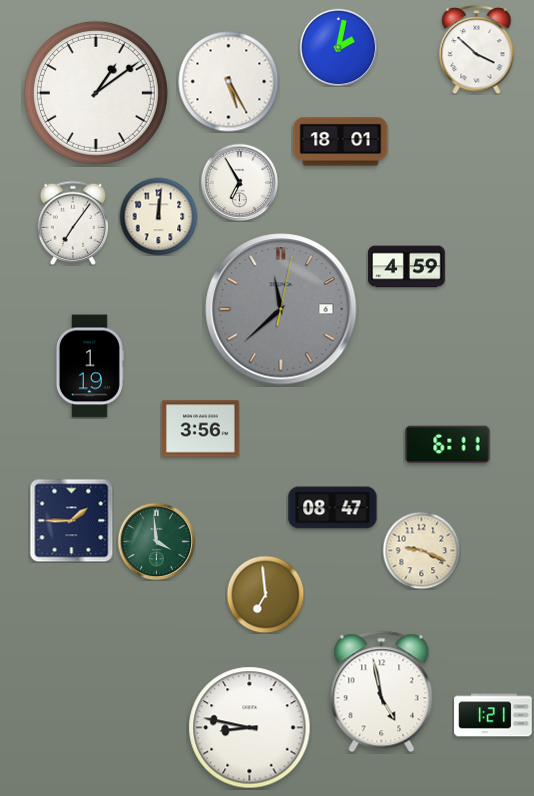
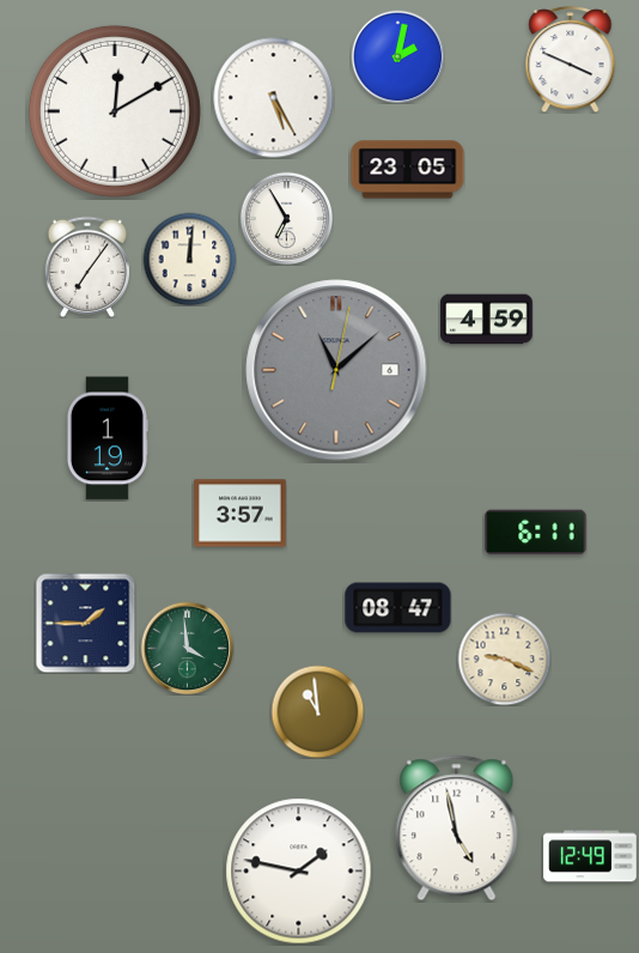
clock at (338, 47) position: (338, 47) -> (397, 56)
clock at (477, 50): 3:52 -> 3:49
clock at (96, 93): 1:09 -> 12:10
clock at (341, 142): 18:01 -> 23:05
clock at (281, 309): 11:38 -> 11:08
clock at (201, 429): 3:56 -> 3:57
clock at (265, 594): 6:59 -> 10:59
clock at (493, 715): 1:21 -> 12:49
clock at (250, 728): 8:47 -> 1:47
